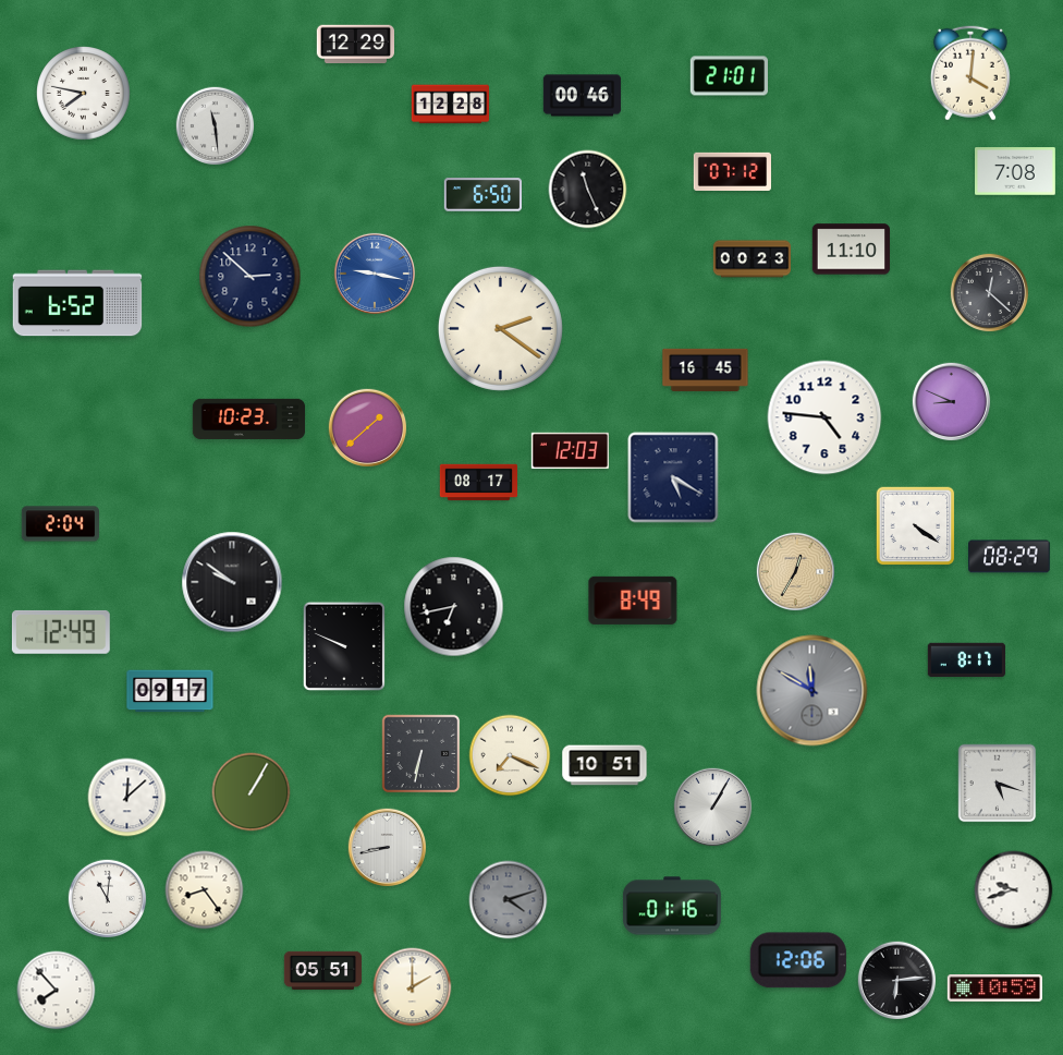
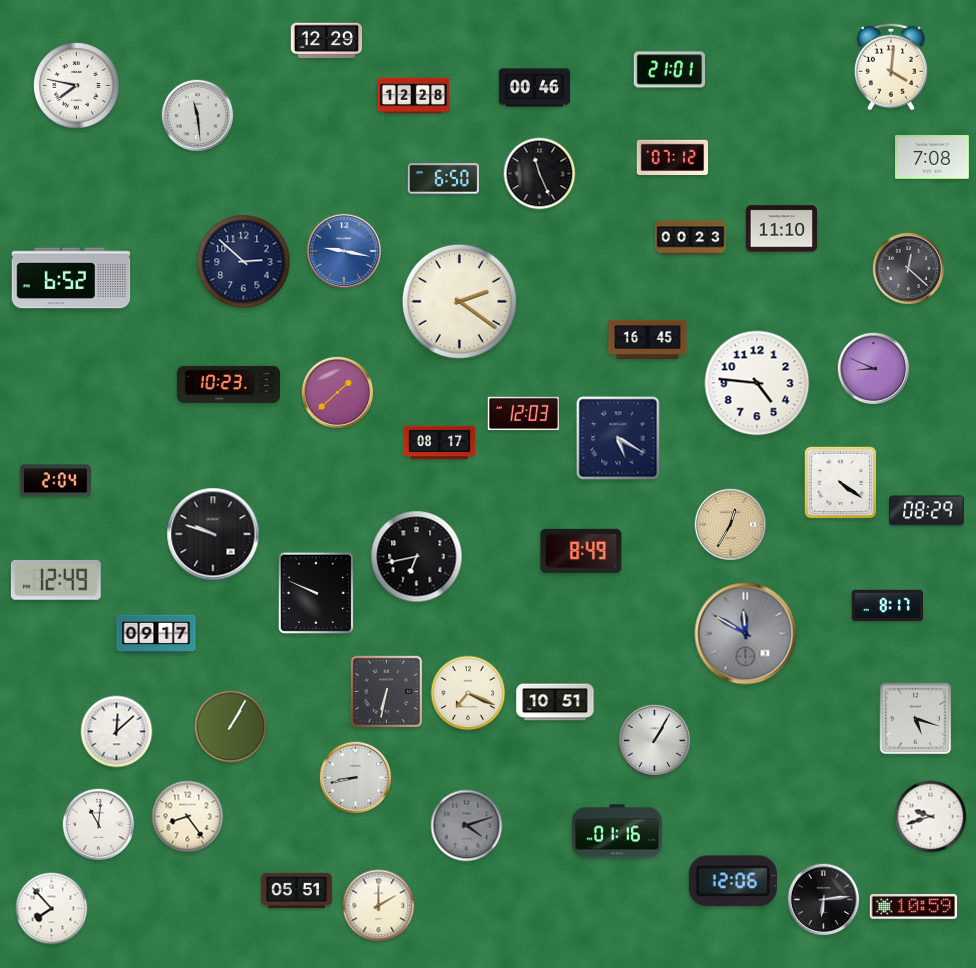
clock at (251, 277) position: (251, 277) -> (244, 262)
clock at (232, 582): 9:51 -> 9:48
